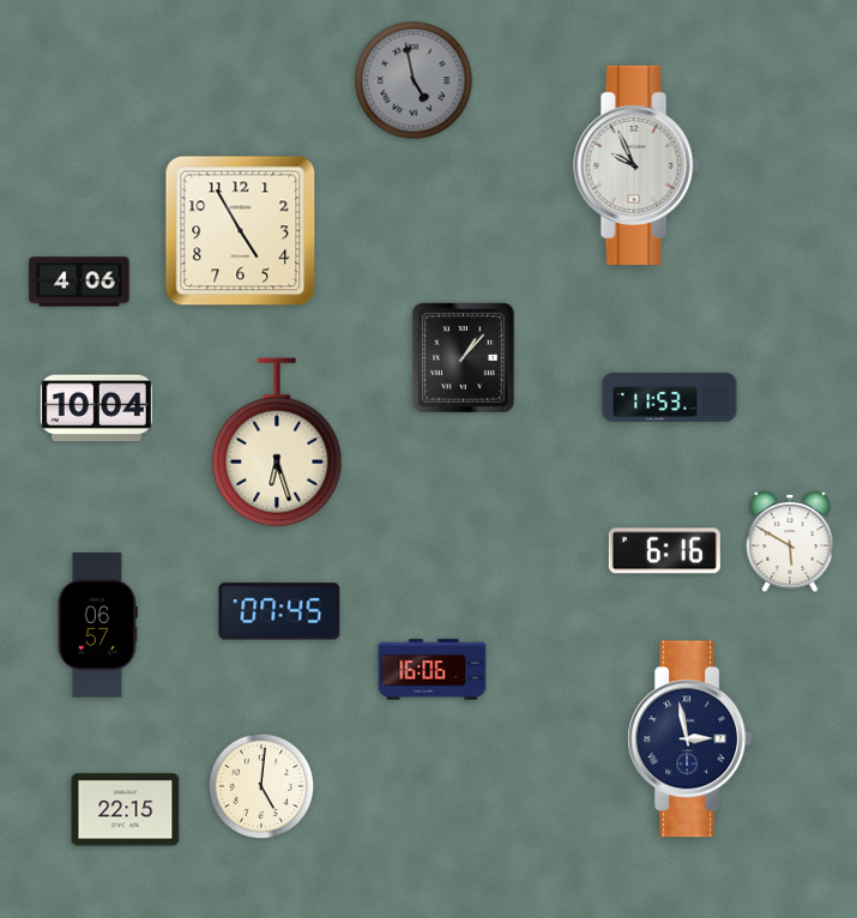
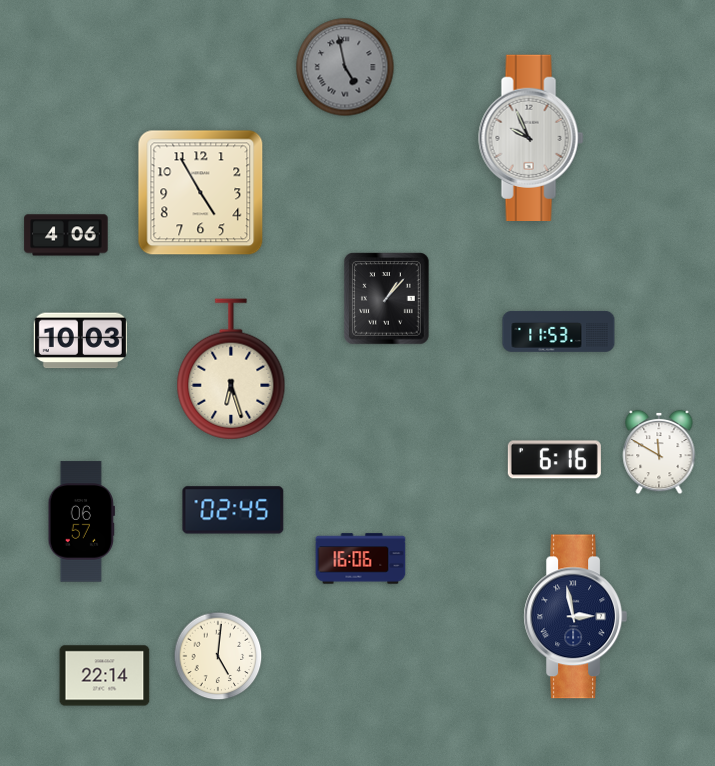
clock at (96, 409): 10:04 -> 10:03
clock at (790, 542): 5:50 -> 11:50
clock at (279, 611): 07:45 -> 02:45
clock at (126, 810): 22:15 -> 22:14
